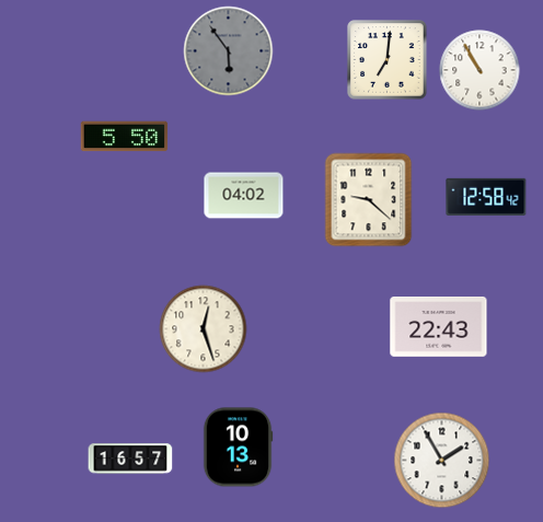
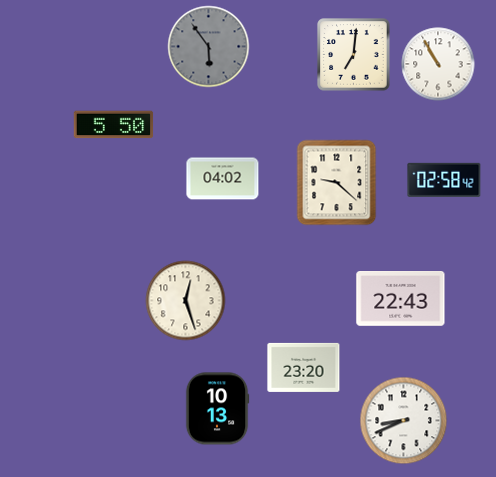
clock at (486, 197): 12:58 -> 02:58
clock at (304, 367): none -> 23:20
clock at (130, 459): 16:57 -> none
clock at (442, 461): 1:55 -> 8:41
